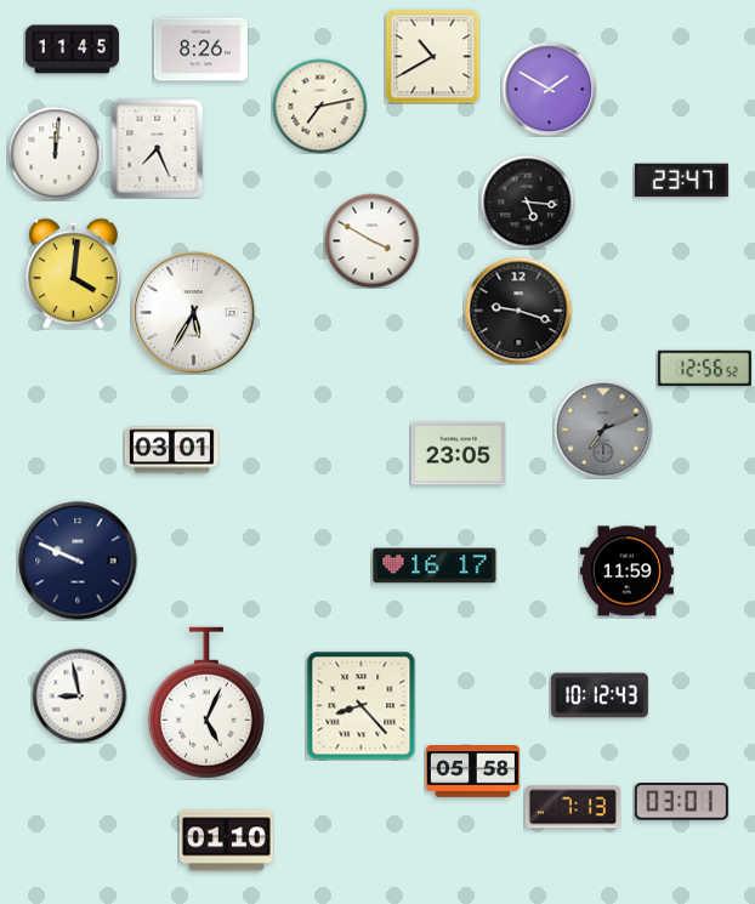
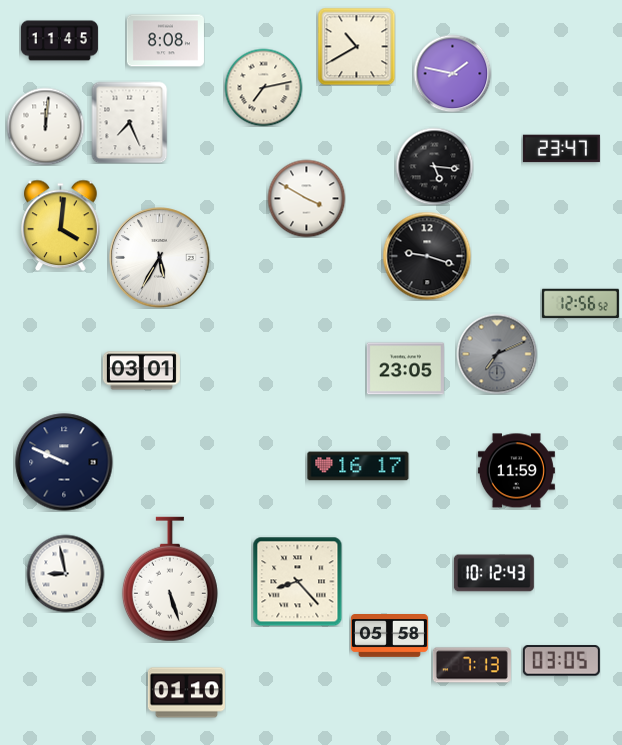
clock at (200, 50): 8:26 -> 8:08
clock at (549, 89): 1:50 -> 1:47
clock at (458, 454) position: (458, 454) -> (405, 369)
clock at (206, 703): 5:04 -> 5:27
clock at (681, 802): 03:01 -> 03:05
